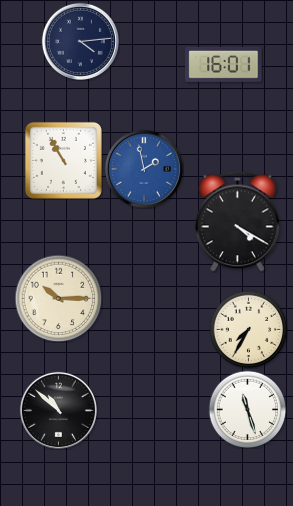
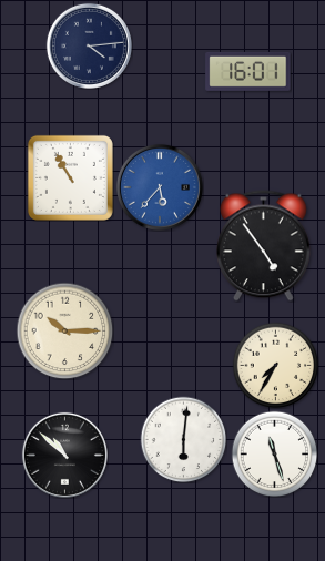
clock at (144, 169): 1:58 -> 5:37
clock at (237, 222): 4:20 -> 4:54
clock at (183, 439): none -> 6:01
